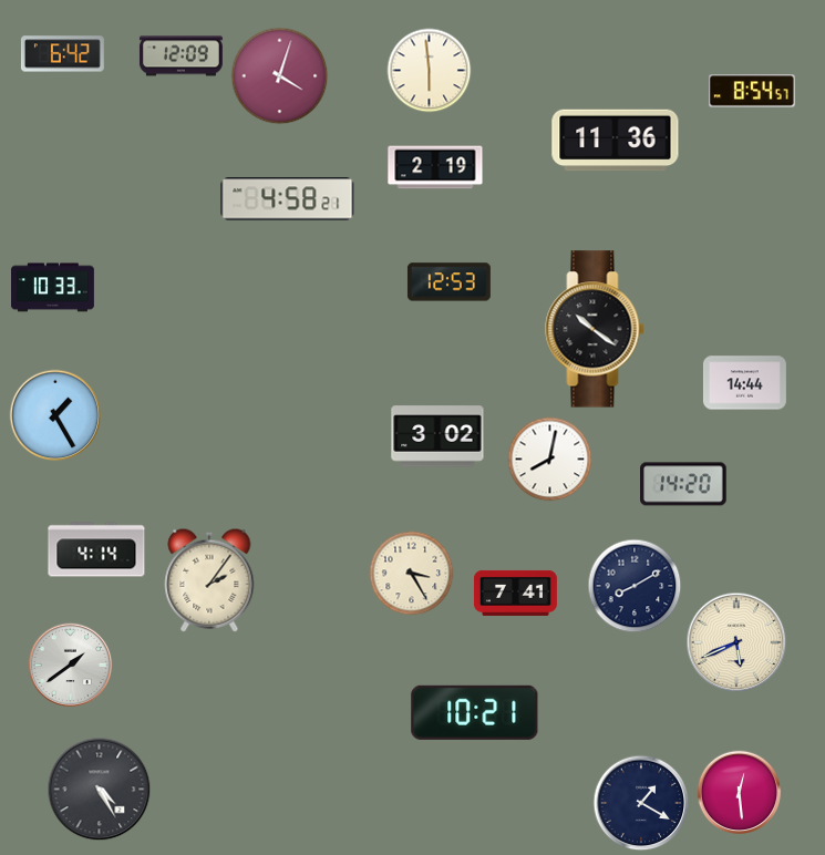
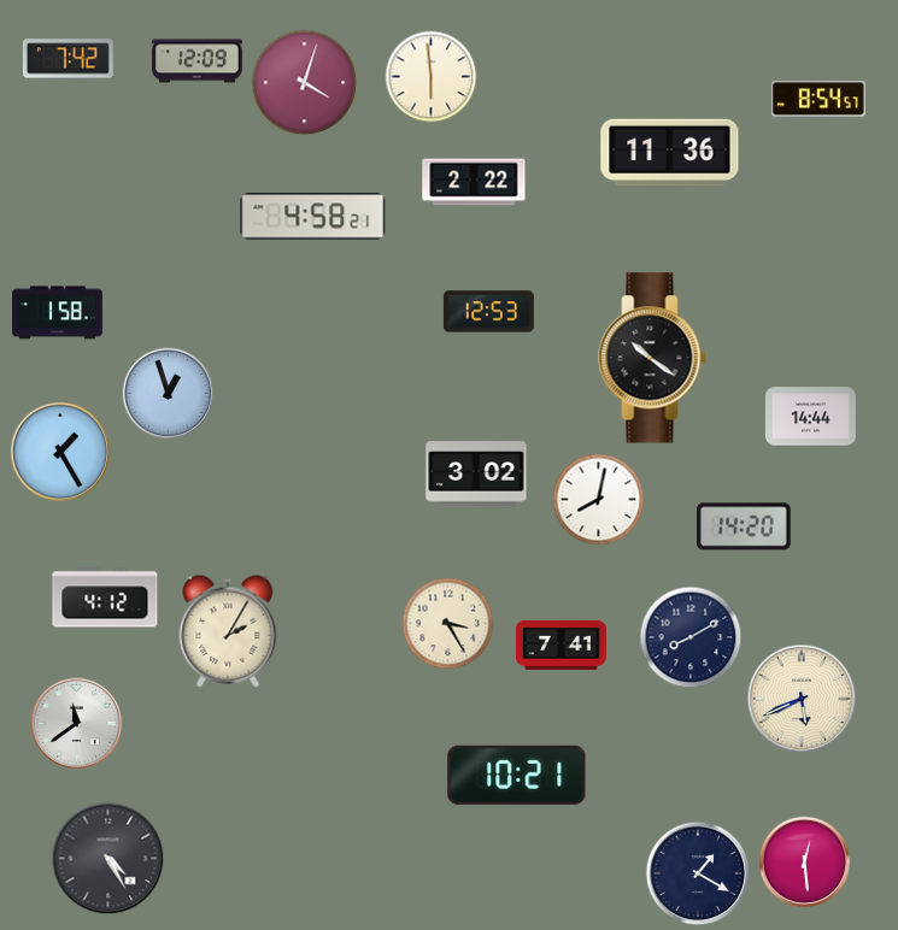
clock at (62, 54): 6:42 -> 7:42
clock at (430, 71) position: (430, 71) -> (432, 77)
clock at (435, 167): 2:19 -> 2:22
clock at (448, 282) position: (448, 282) -> (488, 312)
clock at (52, 288): 10:33 -> 1:58
clock at (595, 329) position: (595, 329) -> (652, 358)
clock at (169, 394): none -> 12:57
clock at (96, 549): 4:14 -> 4:12
clock at (209, 580): 2:06 -> 2:05
clock at (71, 666): 1:39 -> 11:39
